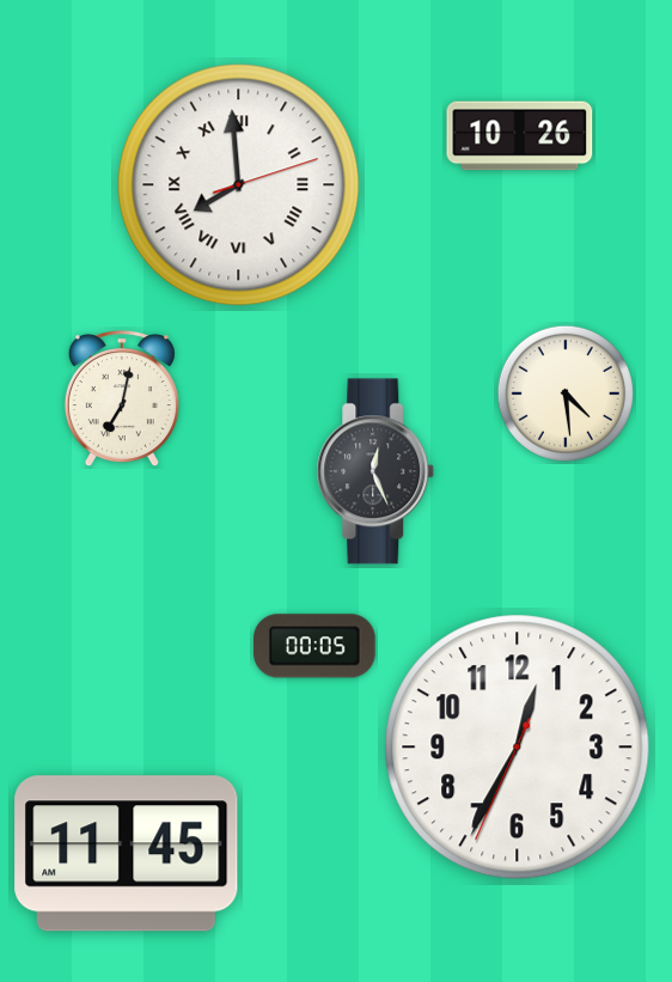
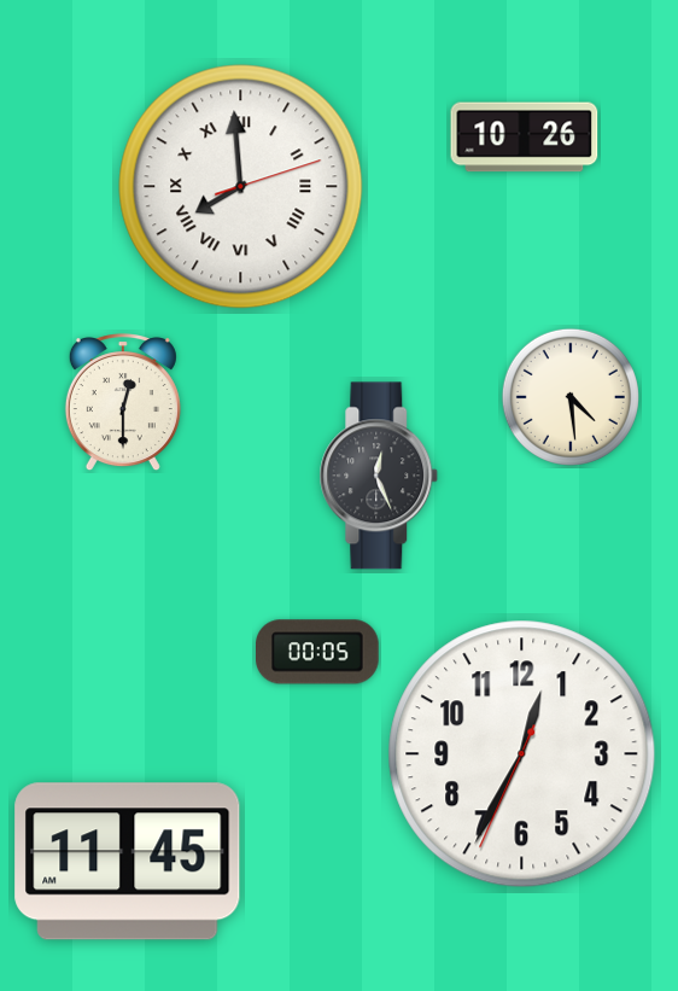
clock at (122, 399): 7:02 -> 12:30
